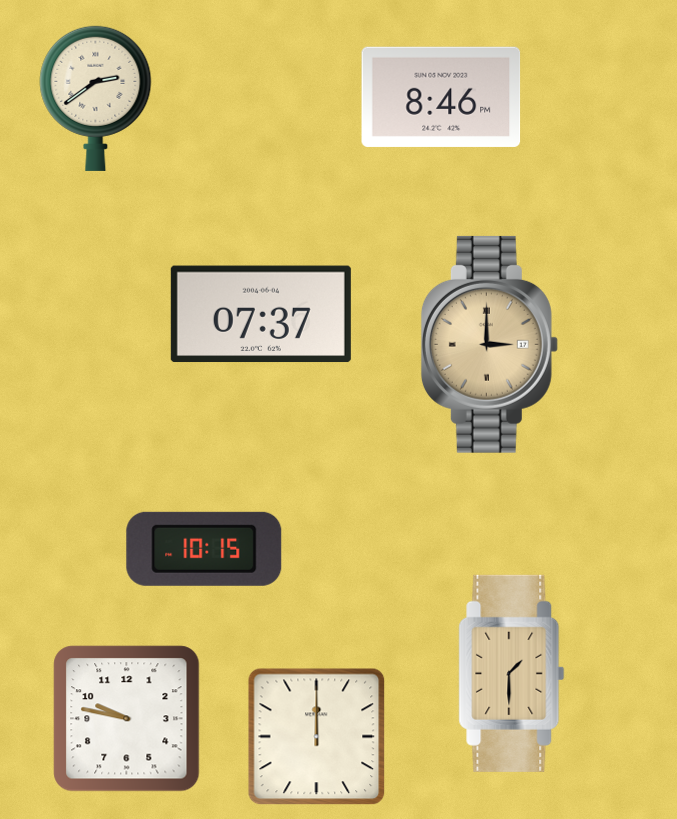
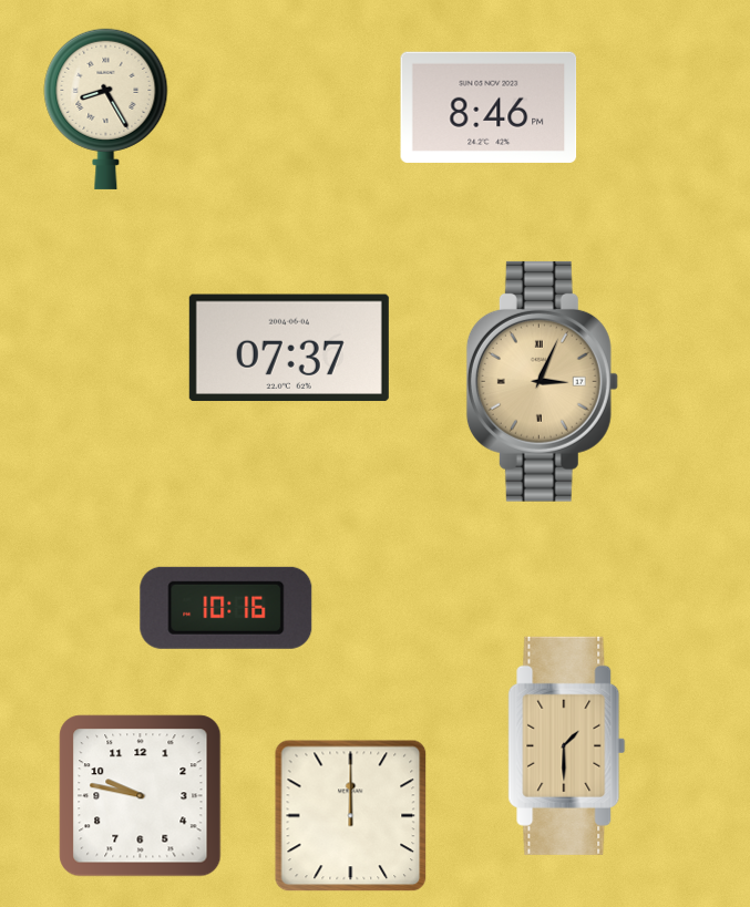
clock at (96, 98): 2:39 -> 8:25
clock at (489, 344): 3:00 -> 3:04
clock at (204, 549): 10:15 -> 10:16
